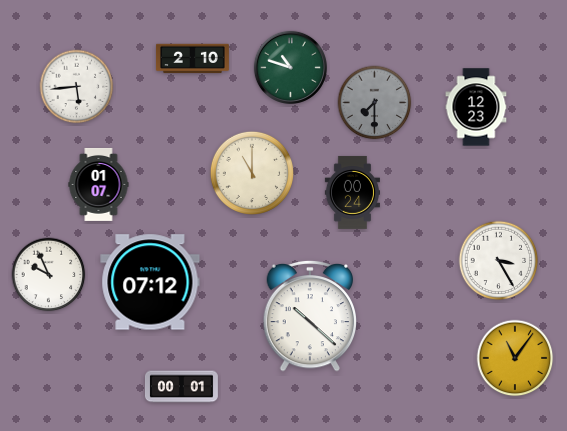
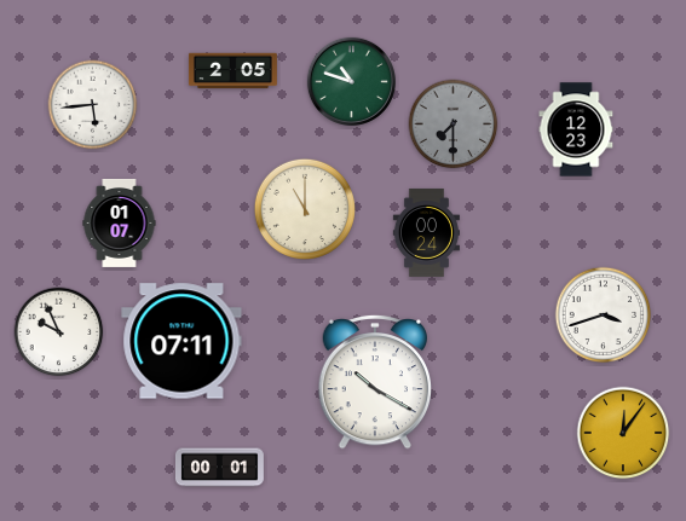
clock at (192, 59): 2:10 -> 2:05
clock at (499, 261): 3:25 -> 3:42
clock at (150, 282): 07:12 -> 07:11
clock at (310, 316): 10:22 -> 10:20
clock at (515, 358): 11:06 -> 12:06
